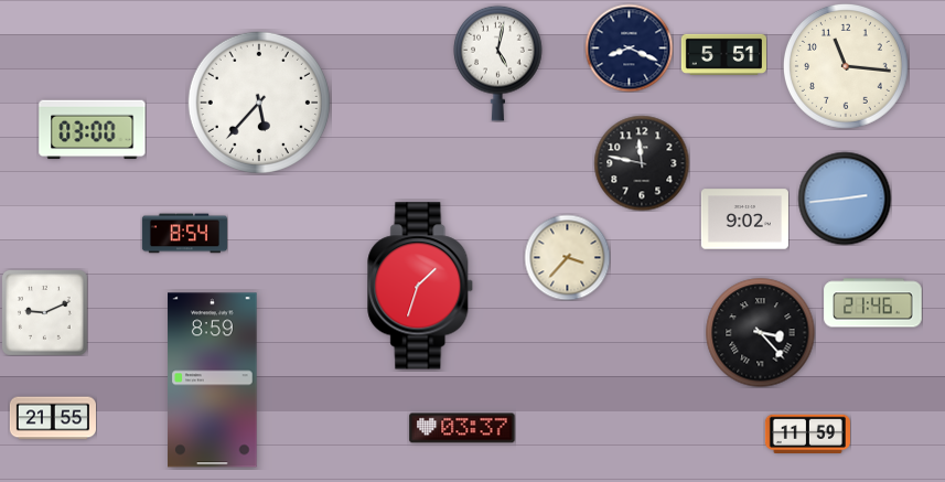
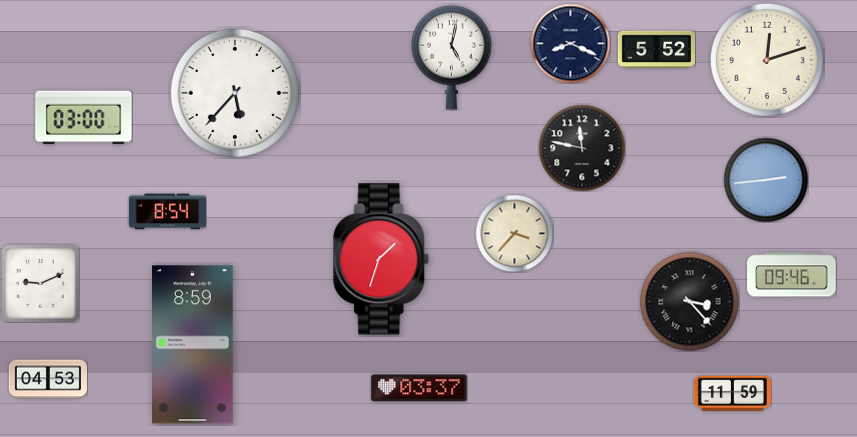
clock at (723, 54): 5:51 -> 5:52
clock at (846, 66): 11:16 -> 12:12
clock at (744, 219): 9:02 -> none
clock at (873, 303): 21:46 -> 09:46
clock at (53, 418): 21:55 -> 04:53
